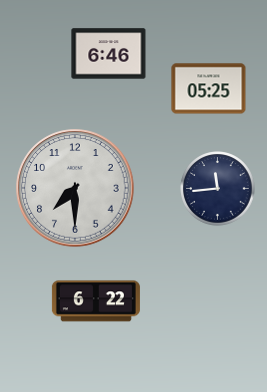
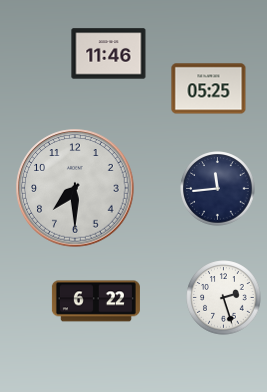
clock at (109, 54): 6:46 -> 11:46
clock at (224, 298): none -> 2:27
